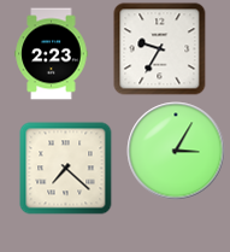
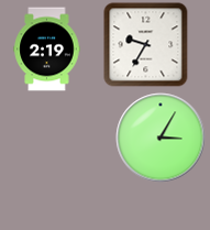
clock at (52, 54): 2:23 -> 2:19
clock at (66, 169): 7:22 -> none
